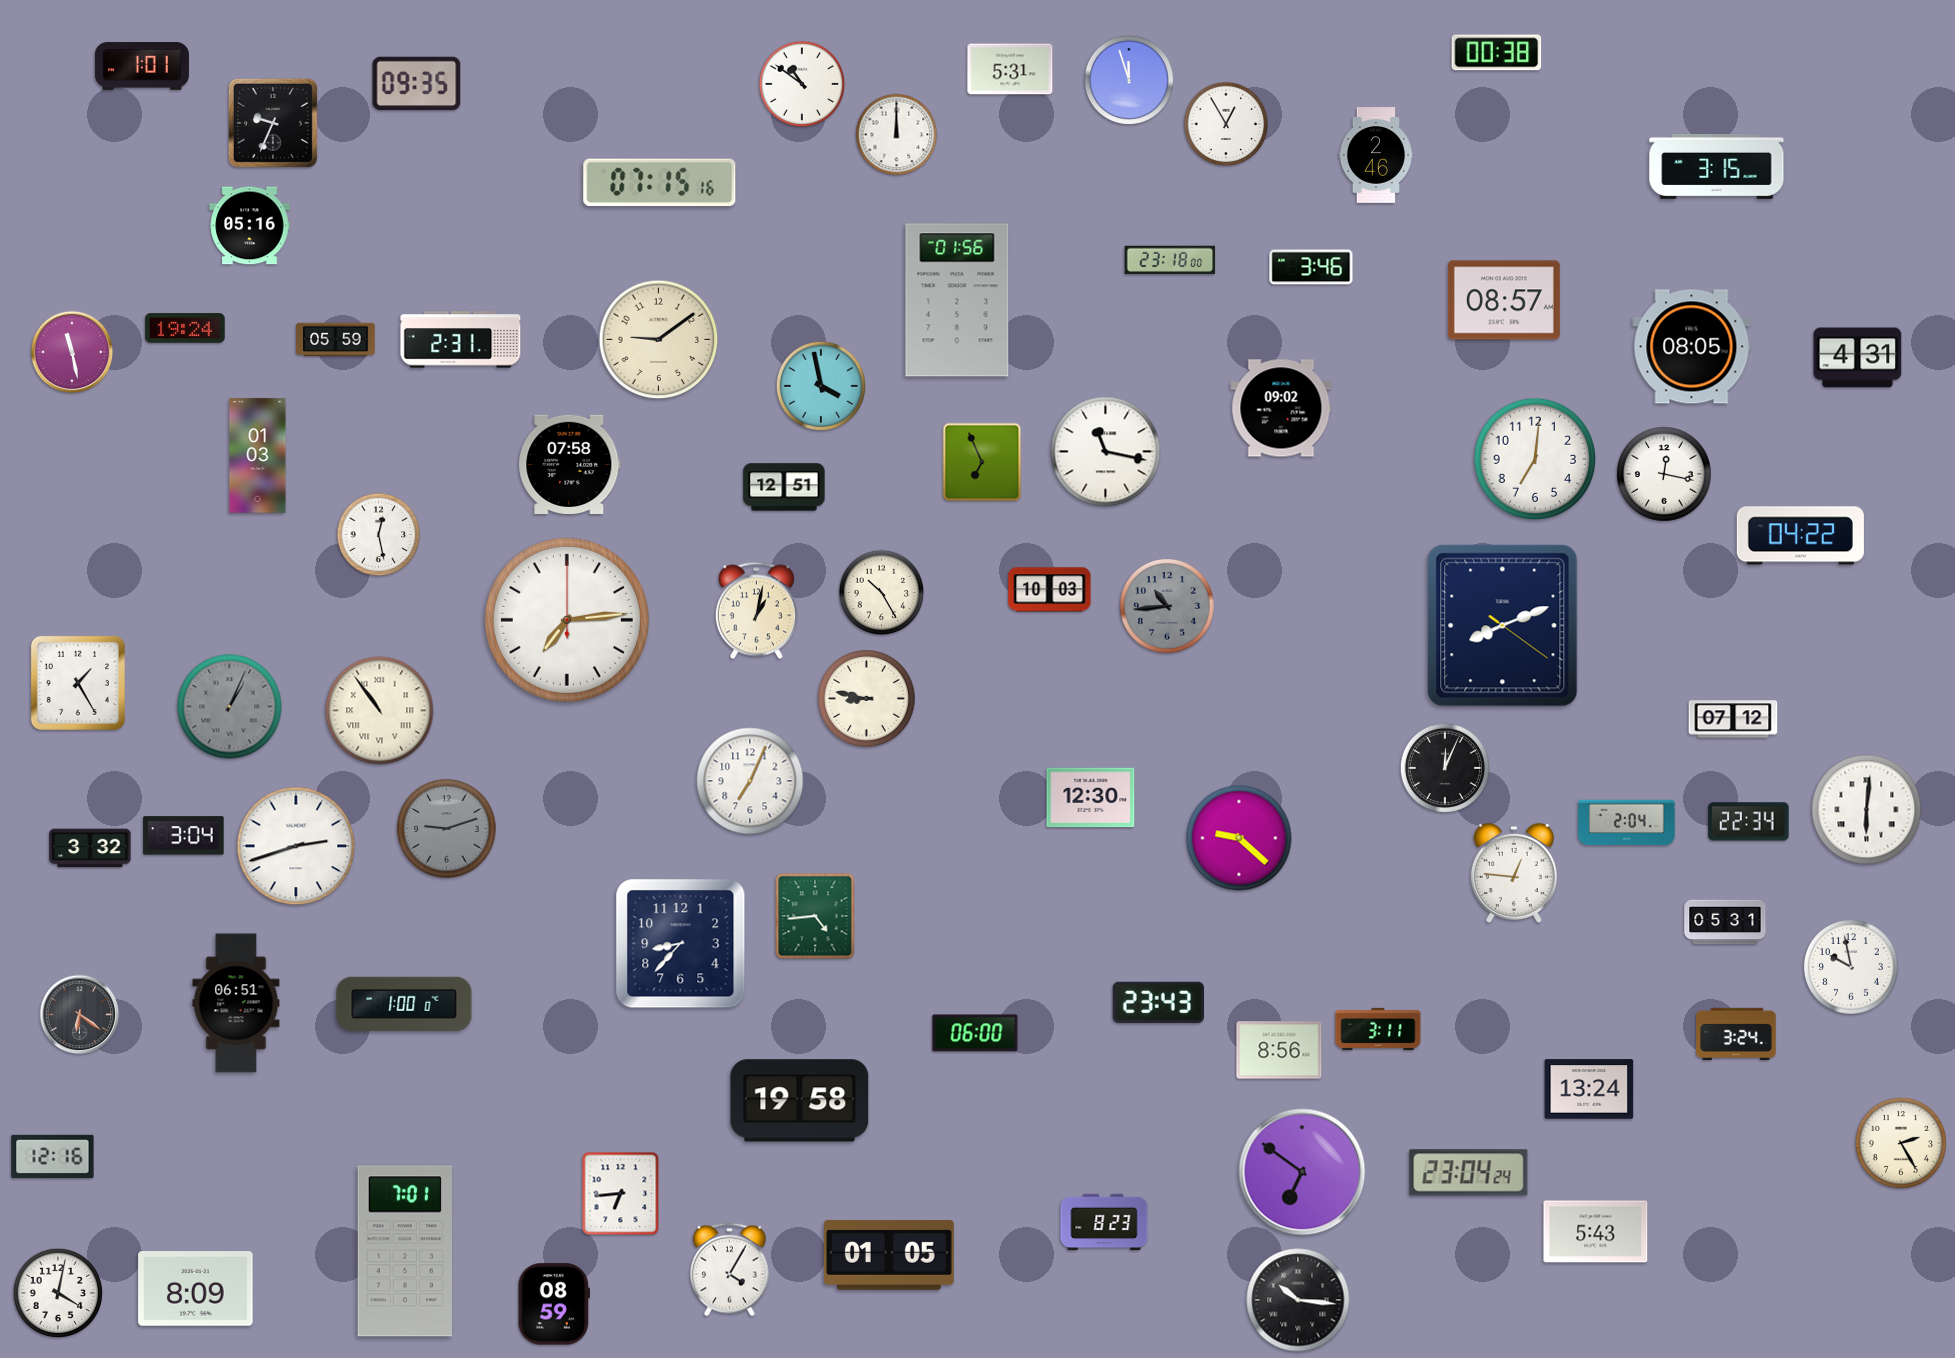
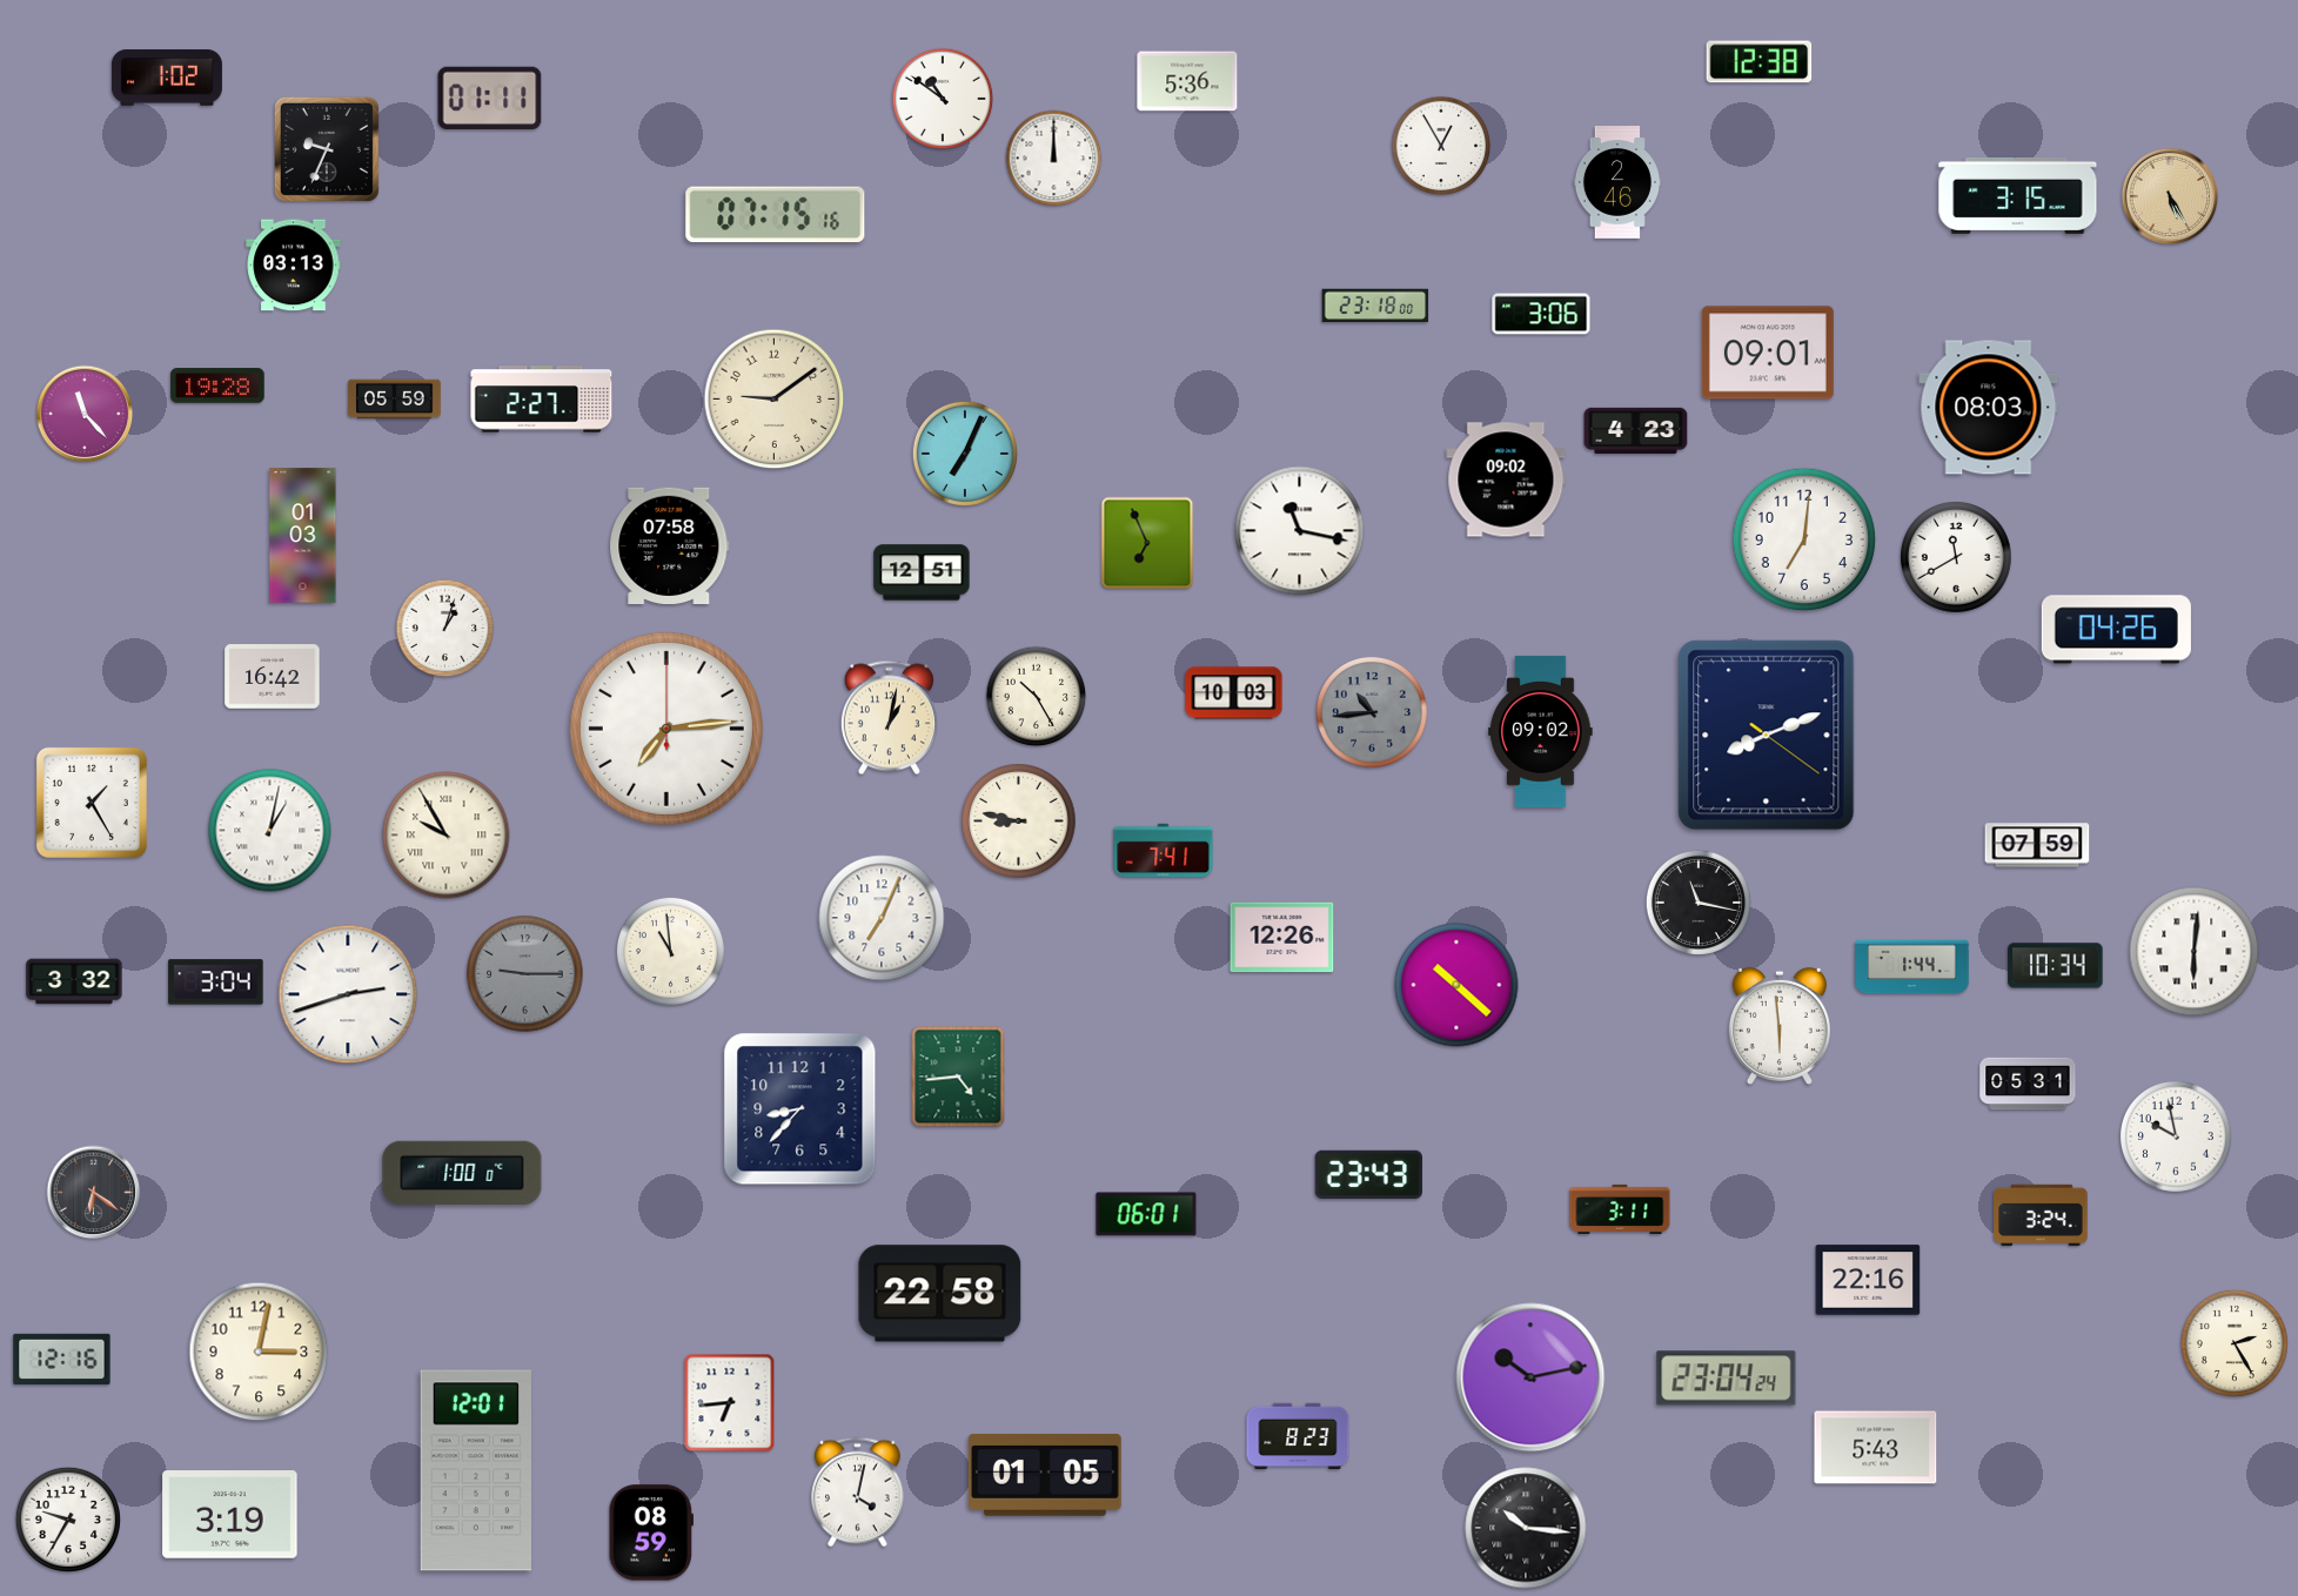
clock at (1497, 53): 00:38 -> 12:38
clock at (142, 66): 1:01 -> 1:02
clock at (1010, 69): 5:31 -> 5:36
clock at (1129, 80): 11:57 -> none
clock at (417, 84): 09:35 -> 01:11
clock at (273, 123) position: (273, 123) -> (327, 149)
clock at (2170, 196): none -> 5:25
clock at (250, 226): 05:16 -> 03:13
clock at (1311, 267): 3:46 -> 3:06
clock at (957, 300): 01:56 -> none
clock at (1504, 300): 08:57 -> 09:01
clock at (185, 328): 19:24 -> 19:28
clock at (461, 340): 2:31 -> 2:27
clock at (1692, 347): 08:05 -> 08:03
clock at (72, 352): 11:28 -> 11:23
clock at (1858, 358): 4:31 -> none
clock at (1636, 430): none -> 4:23
clock at (821, 386): 3:58 -> 7:04
clock at (982, 462) position: (982, 462) -> (1147, 543)
clock at (1665, 475): 12:17 -> 11:40
clock at (379, 535): 12:28 -> 1:03
clock at (1800, 536): 04:22 -> 04:26
clock at (273, 677): none -> 16:42
clock at (1541, 731): none -> 09:02
clock at (230, 707): 1:04 -> 1:02
clock at (230, 707) dial: grey -> white
clock at (380, 711): 10:54 -> 9:55
clock at (1733, 719): 07:12 -> 07:59
clock at (1164, 851): none -> 7:41
clock at (1445, 768): 12:04 -> 11:17
clock at (1091, 798): 12:30 -> 12:26
clock at (670, 951): none -> 10:59
clock at (1749, 822): 22:34 -> 10:34
clock at (1627, 823): 2:04 -> 1:44
clock at (447, 829): 9:12 -> 9:15
clock at (1239, 838): 9:22 -> 10:22
clock at (90, 848) position: (90, 848) -> (74, 981)
clock at (1514, 873): 12:46 -> 5:59
clock at (1158, 1002) position: (1158, 1002) -> (1368, 1174)
clock at (236, 1003): 06:51 -> none
clock at (404, 1003) position: (404, 1003) -> (462, 1172)
clock at (975, 1033): 06:00 -> 06:01
clock at (1279, 1050): 8:56 -> none
clock at (1589, 1089): 13:24 -> 22:16
clock at (800, 1101): 19:58 -> 22:58
clock at (259, 1352): none -> 3:02
clock at (1302, 1172): 6:51 -> 10:13
clock at (404, 1251): 7:01 -> 12:01
clock at (730, 1270): 4:05 -> 4:02
clock at (196, 1289): 8:09 -> 3:19
clock at (58, 1293): 4:02 -> 9:35
